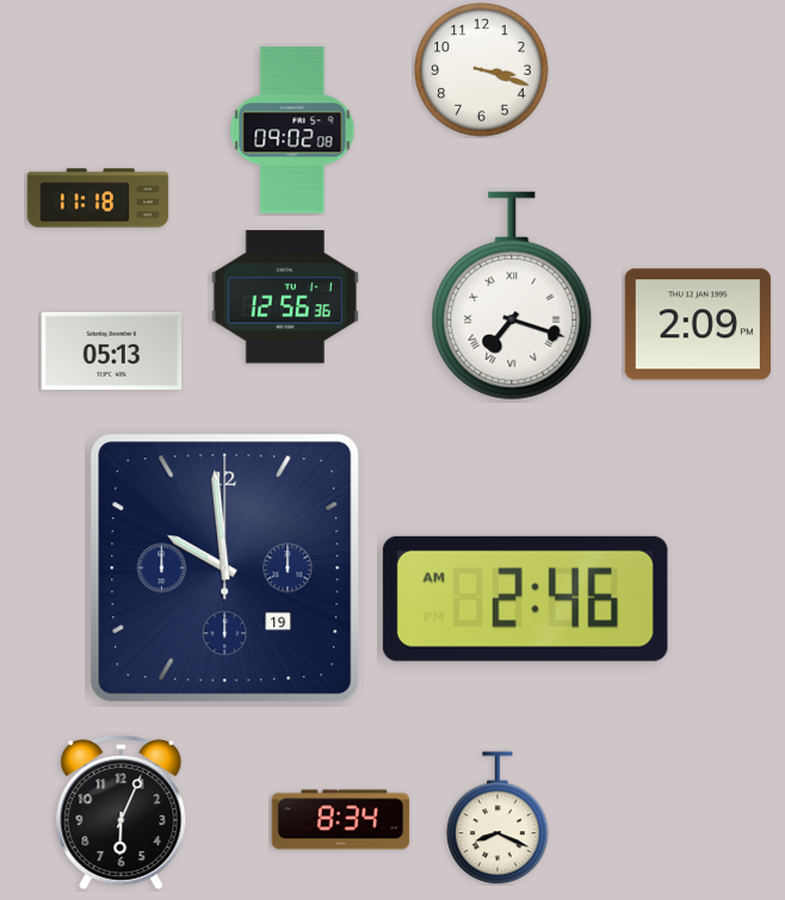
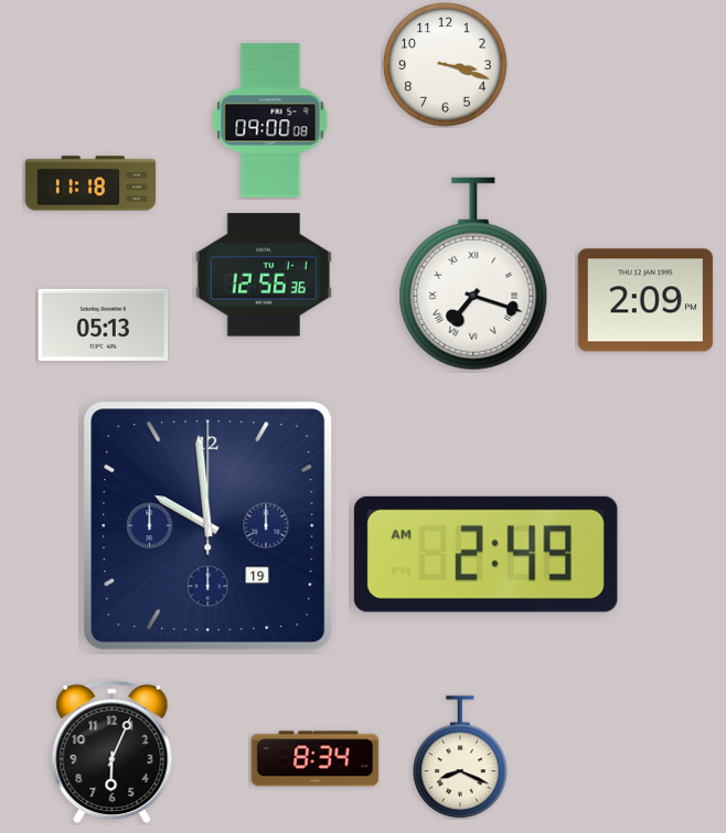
clock at (292, 130): 09:02 -> 09:00
clock at (525, 598): 2:46 -> 2:49
